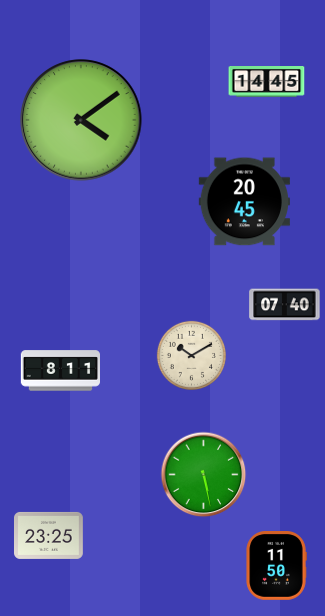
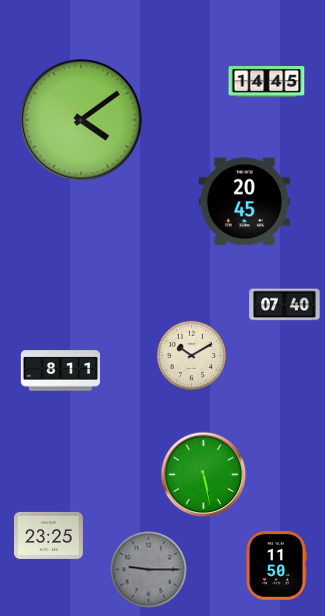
clock at (149, 570): none -> 9:15
